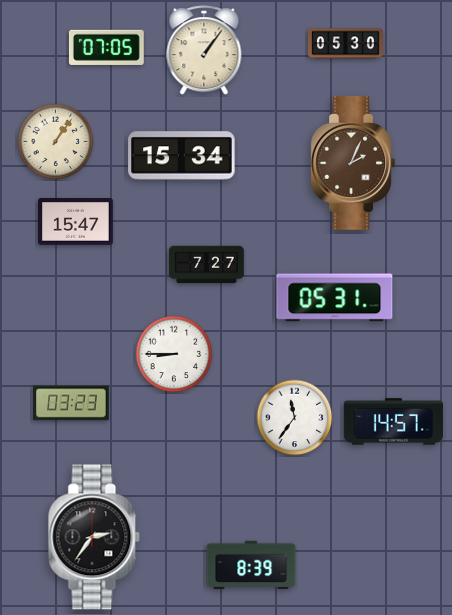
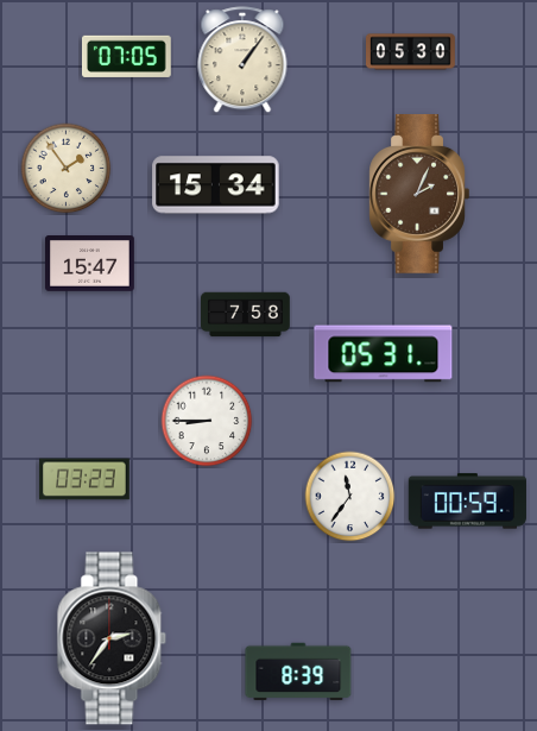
clock at (56, 142): 1:06 -> 1:54
clock at (207, 265): 7:27 -> 7:58
clock at (335, 298) position: (335, 298) -> (384, 354)
clock at (393, 422): 14:57 -> 00:59
